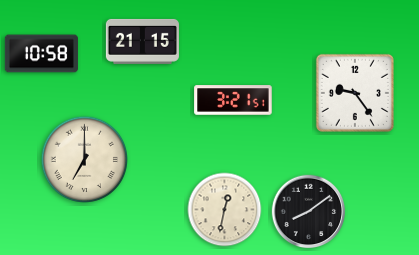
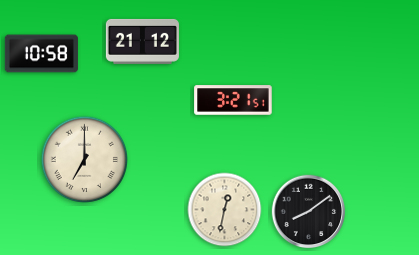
clock at (142, 41): 21:15 -> 21:12
clock at (355, 93): 9:24 -> none
